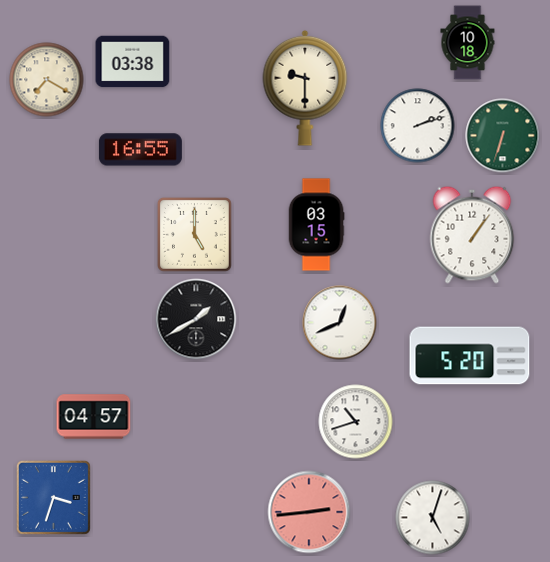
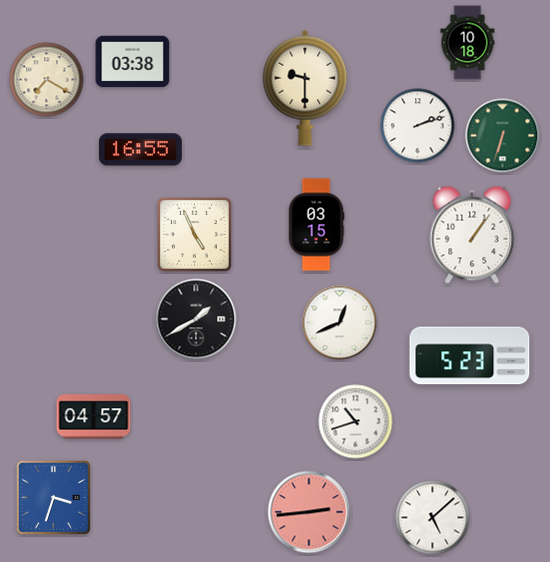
clock at (195, 235): 5:00 -> 4:56
clock at (470, 356): 5:20 -> 5:23
clock at (433, 518): 5:03 -> 5:08
